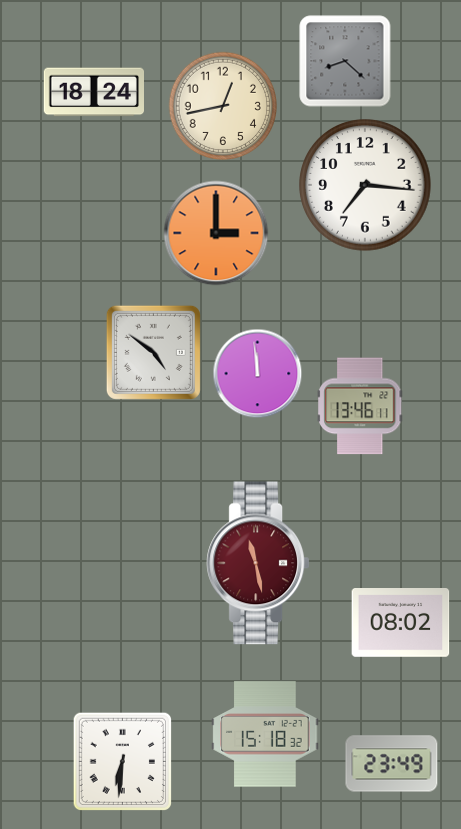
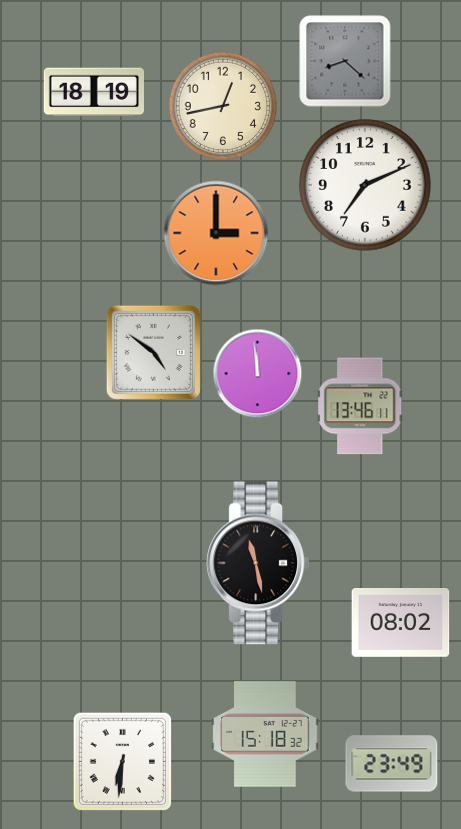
clock at (93, 92): 18:24 -> 18:19
clock at (365, 185): 7:16 -> 7:11
clock at (258, 563) dial: burgundy -> black
